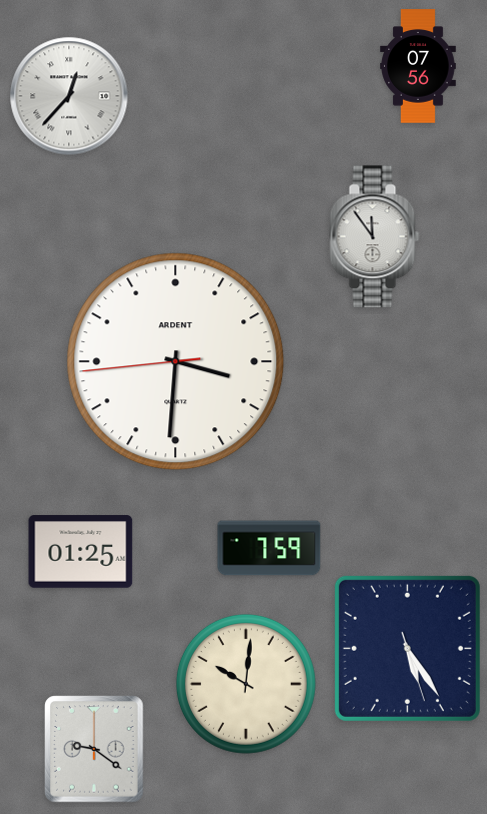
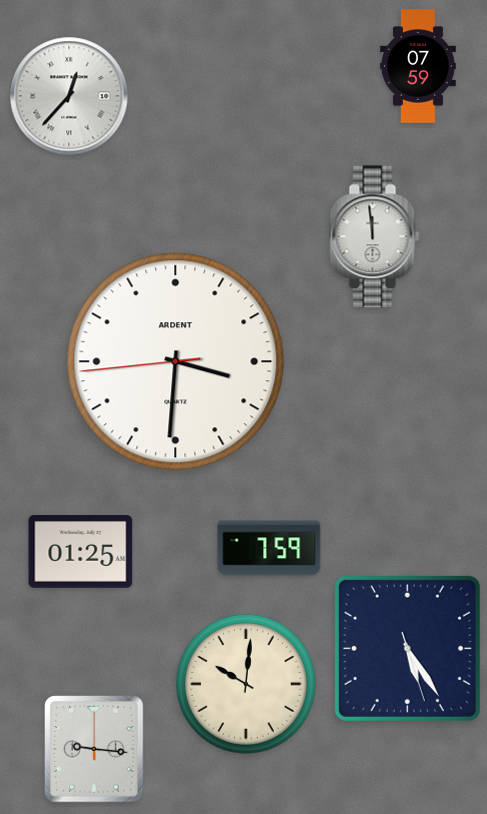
clock at (418, 66): 07:56 -> 07:59
clock at (375, 237): 11:54 -> 11:59
clock at (94, 749): 9:21 -> 9:16
